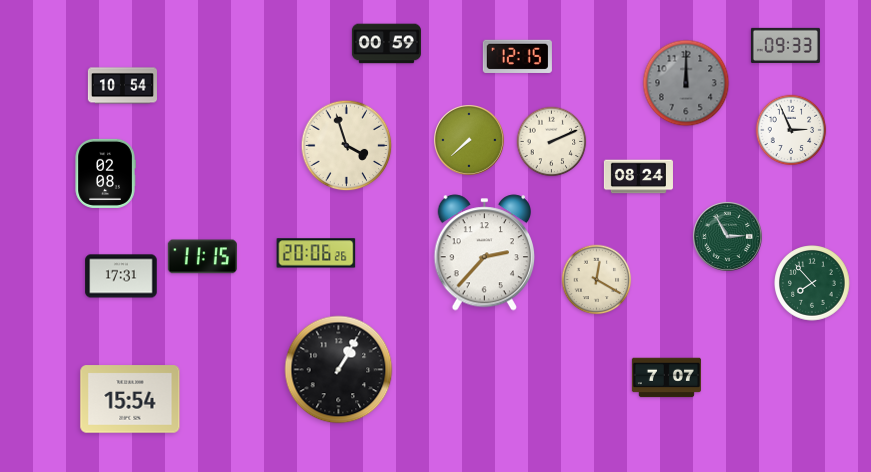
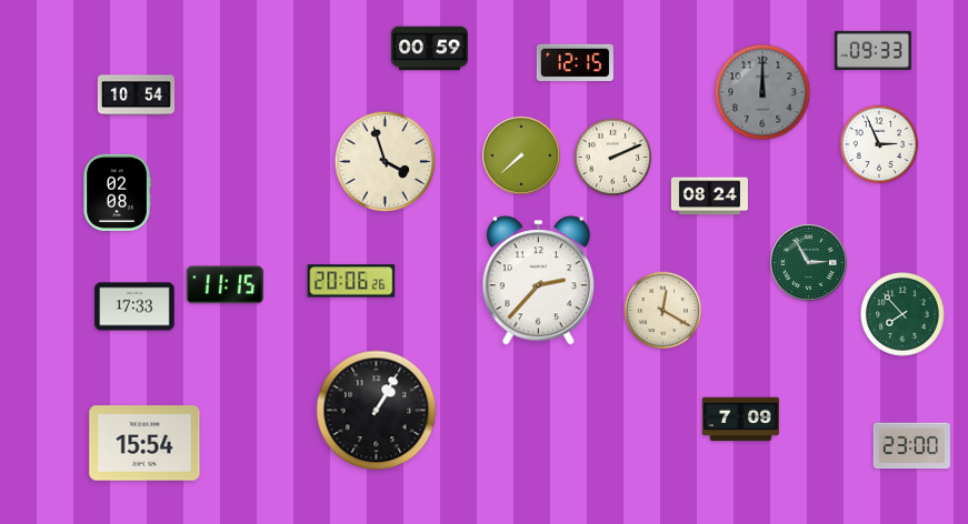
clock at (121, 276): 17:31 -> 17:33
clock at (666, 378): 7:07 -> 7:09
clock at (911, 446): none -> 23:00
